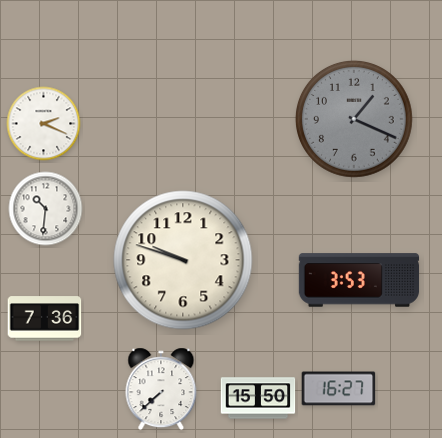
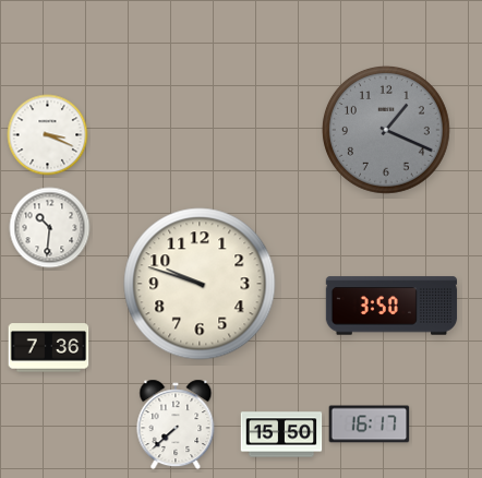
clock at (44, 124): 2:19 -> 3:19
clock at (359, 280): 3:53 -> 3:50
clock at (339, 389): 16:27 -> 16:17
